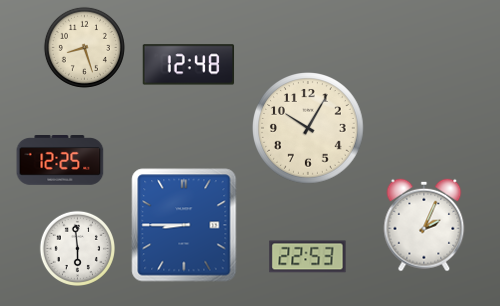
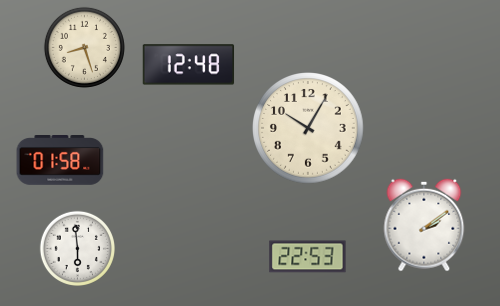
clock at (60, 161): 12:25 -> 01:58
clock at (184, 225): 8:45 -> none
clock at (424, 225): 2:04 -> 2:09
